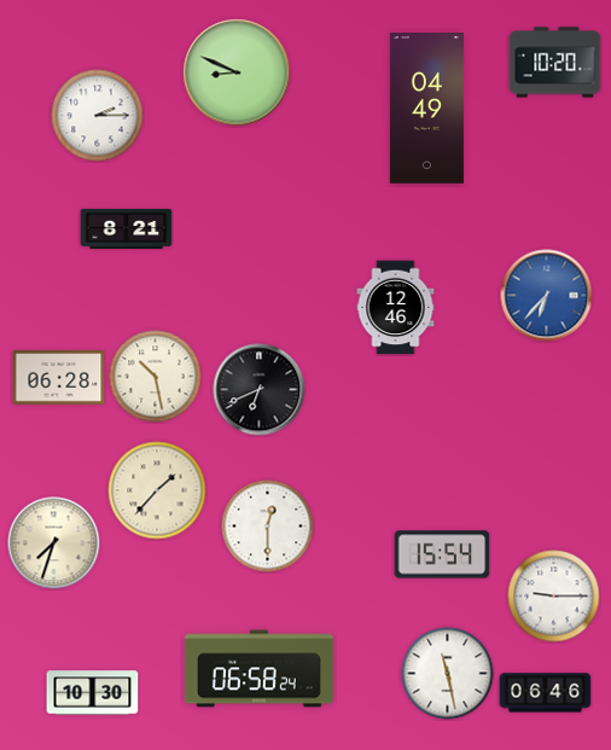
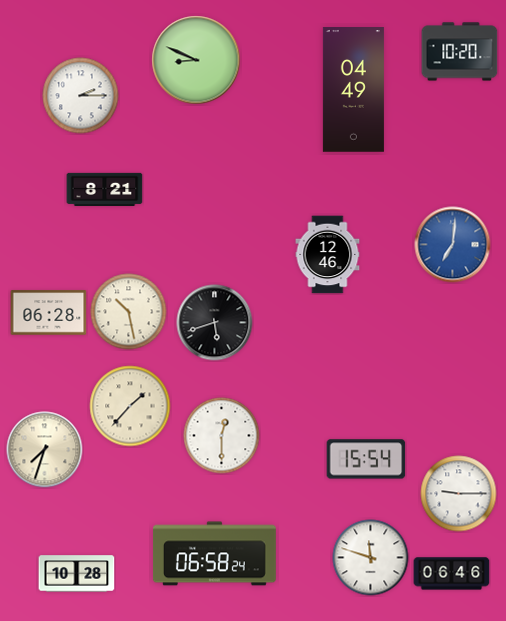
clock at (547, 296): 6:37 -> 7:01
clock at (260, 390): 6:41 -> 5:42
clock at (448, 674): 11:28 -> 11:48
clock at (93, 693): 10:30 -> 10:28
